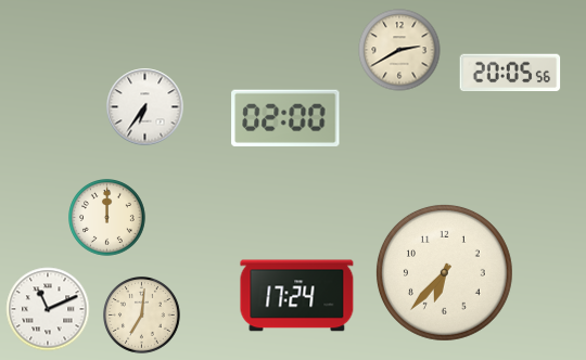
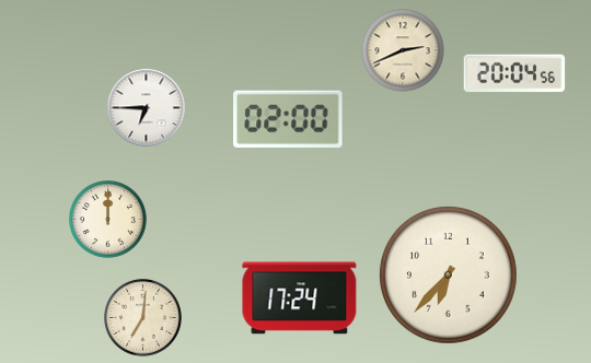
clock at (399, 50): 2:40 -> 2:41
clock at (510, 73): 20:05 -> 20:04
clock at (145, 107): 6:36 -> 6:45
clock at (48, 309): 11:11 -> none
